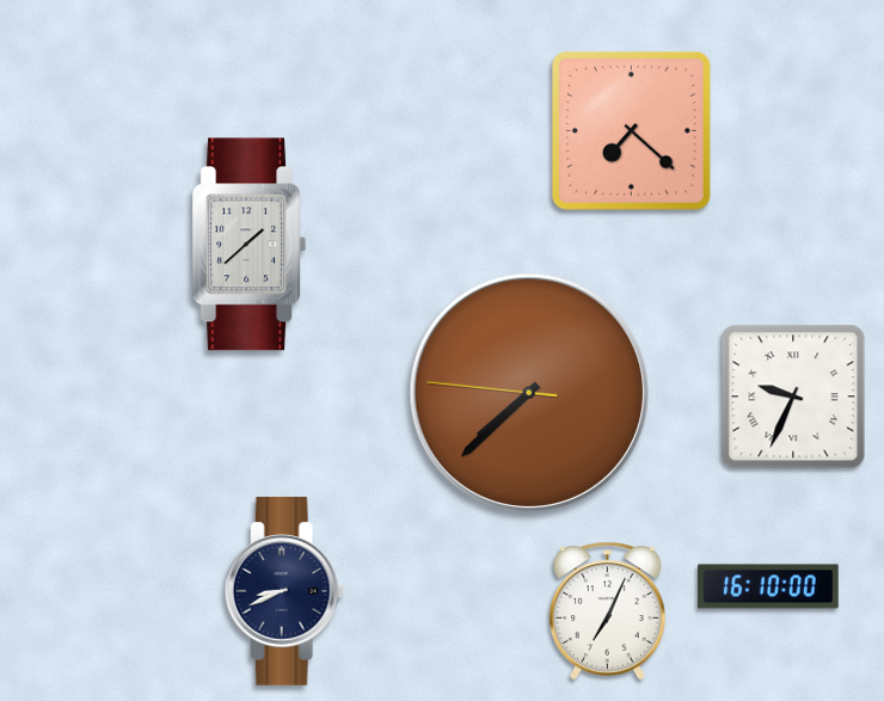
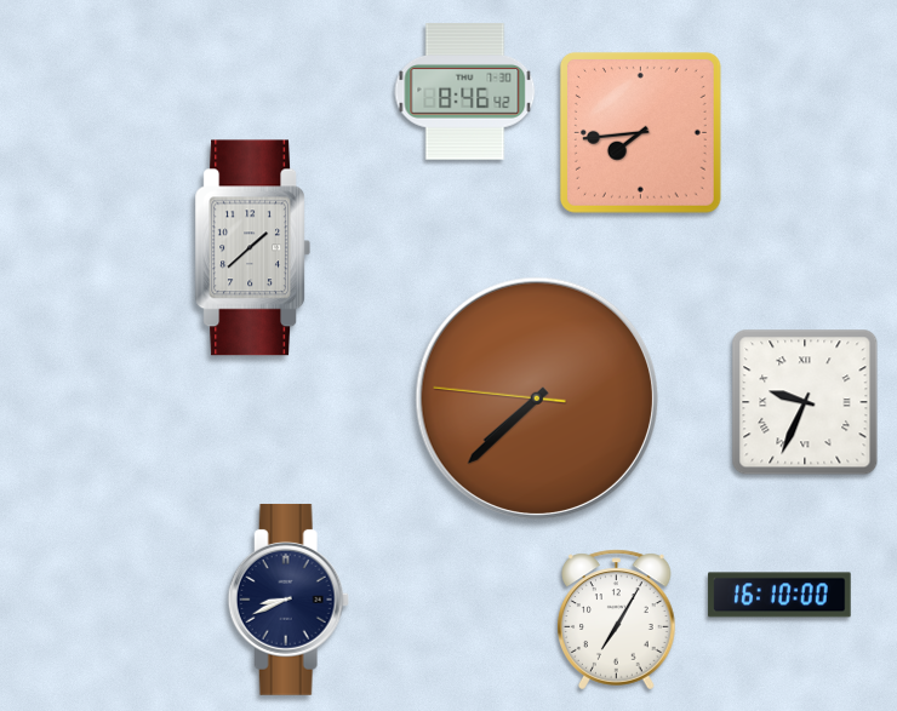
clock at (465, 92): none -> 8:46
clock at (631, 130): 7:22 -> 7:44
clock at (608, 611): 7:04 -> 7:05
